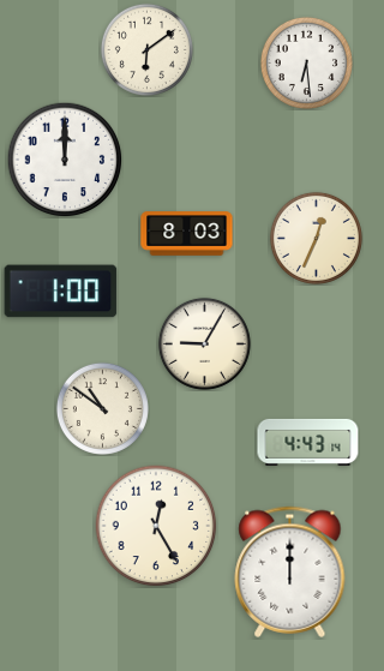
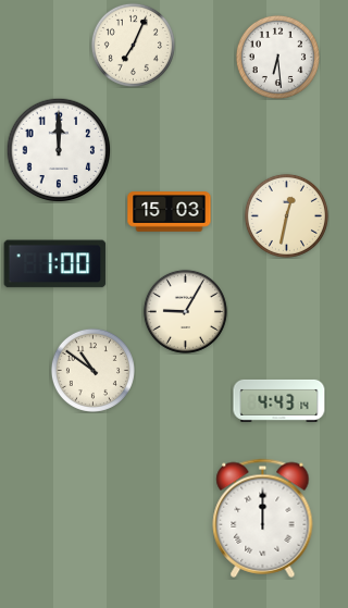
clock at (146, 49): 6:09 -> 7:04
clock at (65, 160) position: (65, 160) -> (59, 150)
clock at (187, 234): 8:03 -> 15:03
clock at (316, 238): 12:34 -> 12:32
clock at (156, 526): 12:25 -> none
